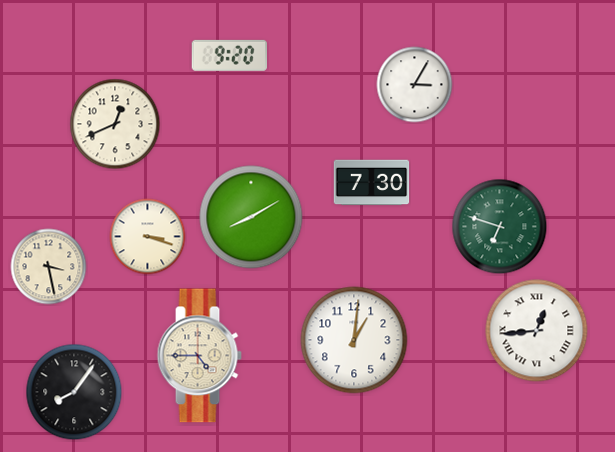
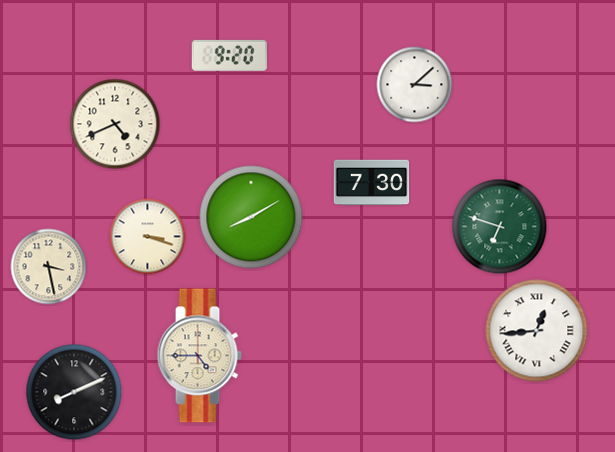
clock at (415, 85): 3:05 -> 3:08
clock at (115, 124): 12:41 -> 4:41
clock at (354, 340): 1:01 -> none
clock at (74, 392): 8:06 -> 8:11
